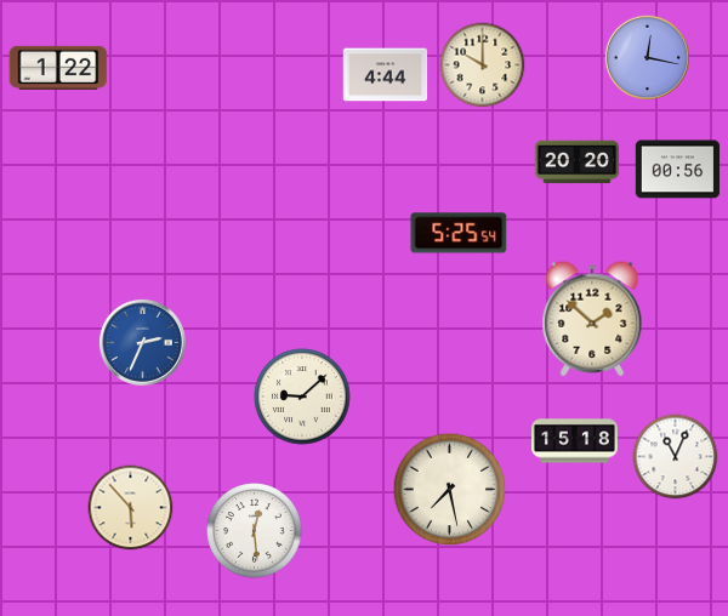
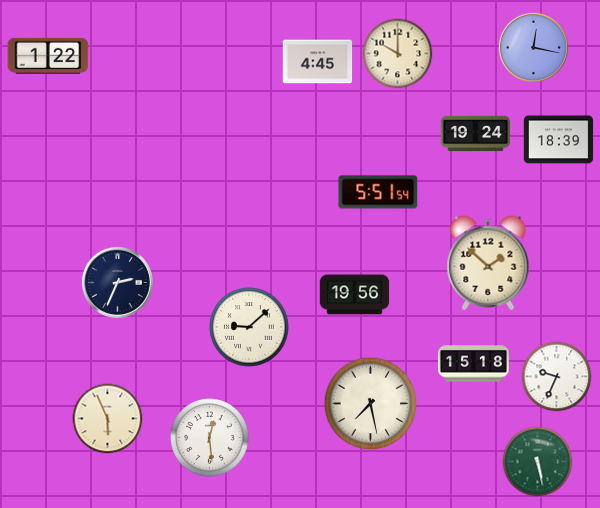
clock at (386, 75): 4:44 -> 4:45
clock at (578, 162): 20:20 -> 19:24
clock at (678, 170): 00:56 -> 18:39
clock at (459, 233): 5:25 -> 5:51
clock at (142, 342) dial: blue -> navy
clock at (355, 295): none -> 19:56
clock at (676, 457): 11:04 -> 9:34
clock at (131, 508): 5:53 -> 5:56
clock at (538, 462): none -> 5:28
